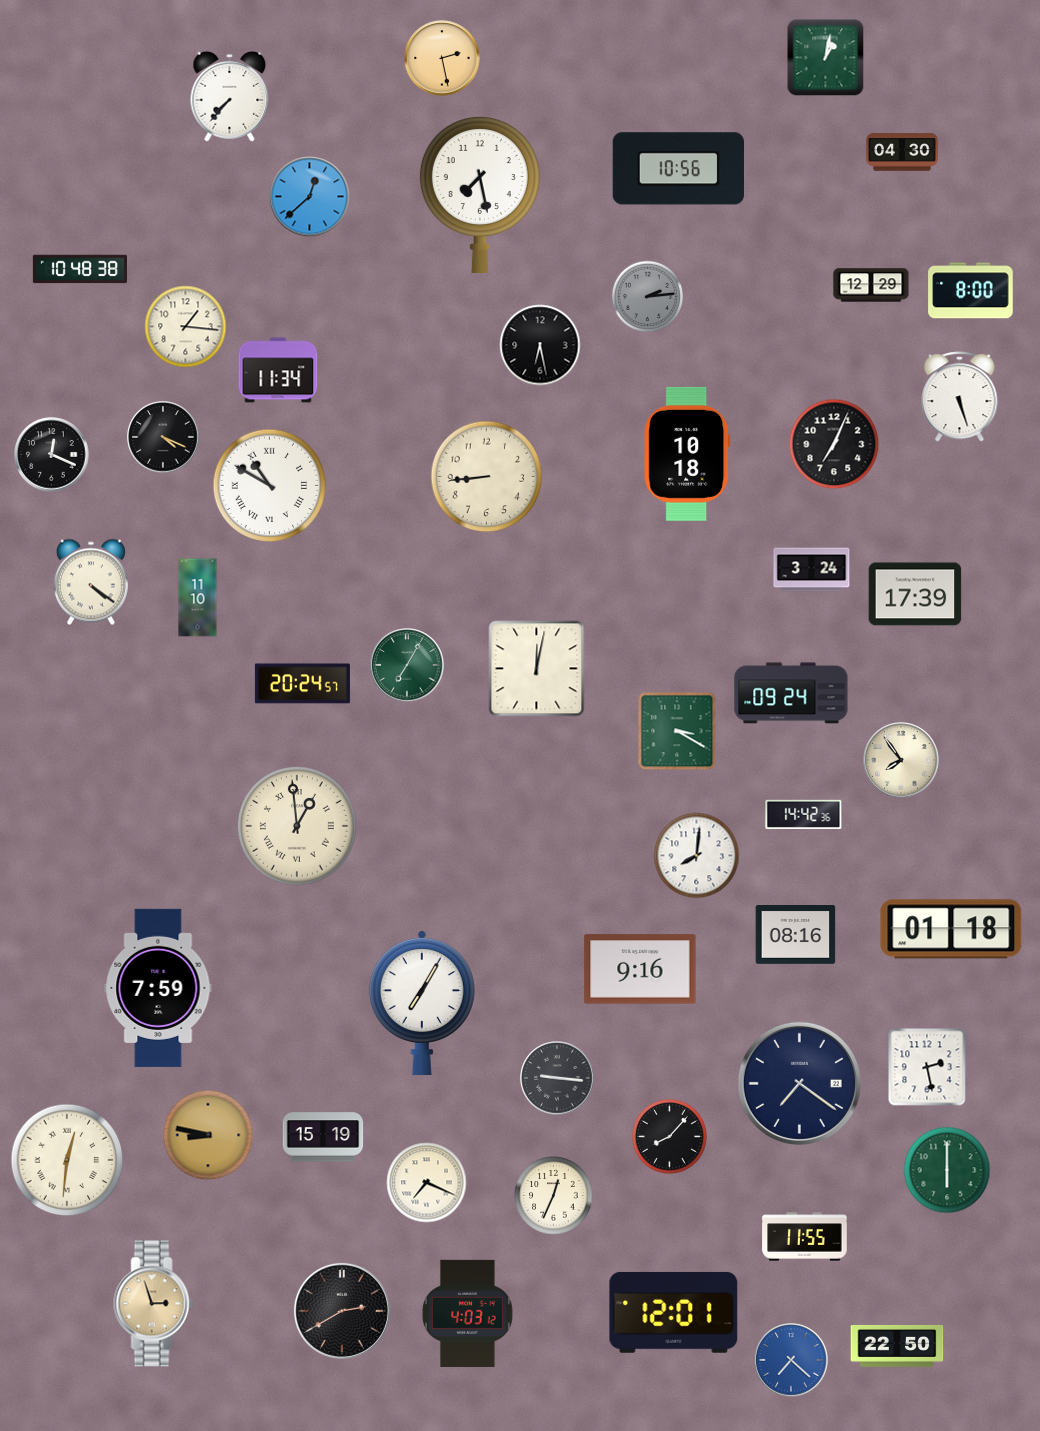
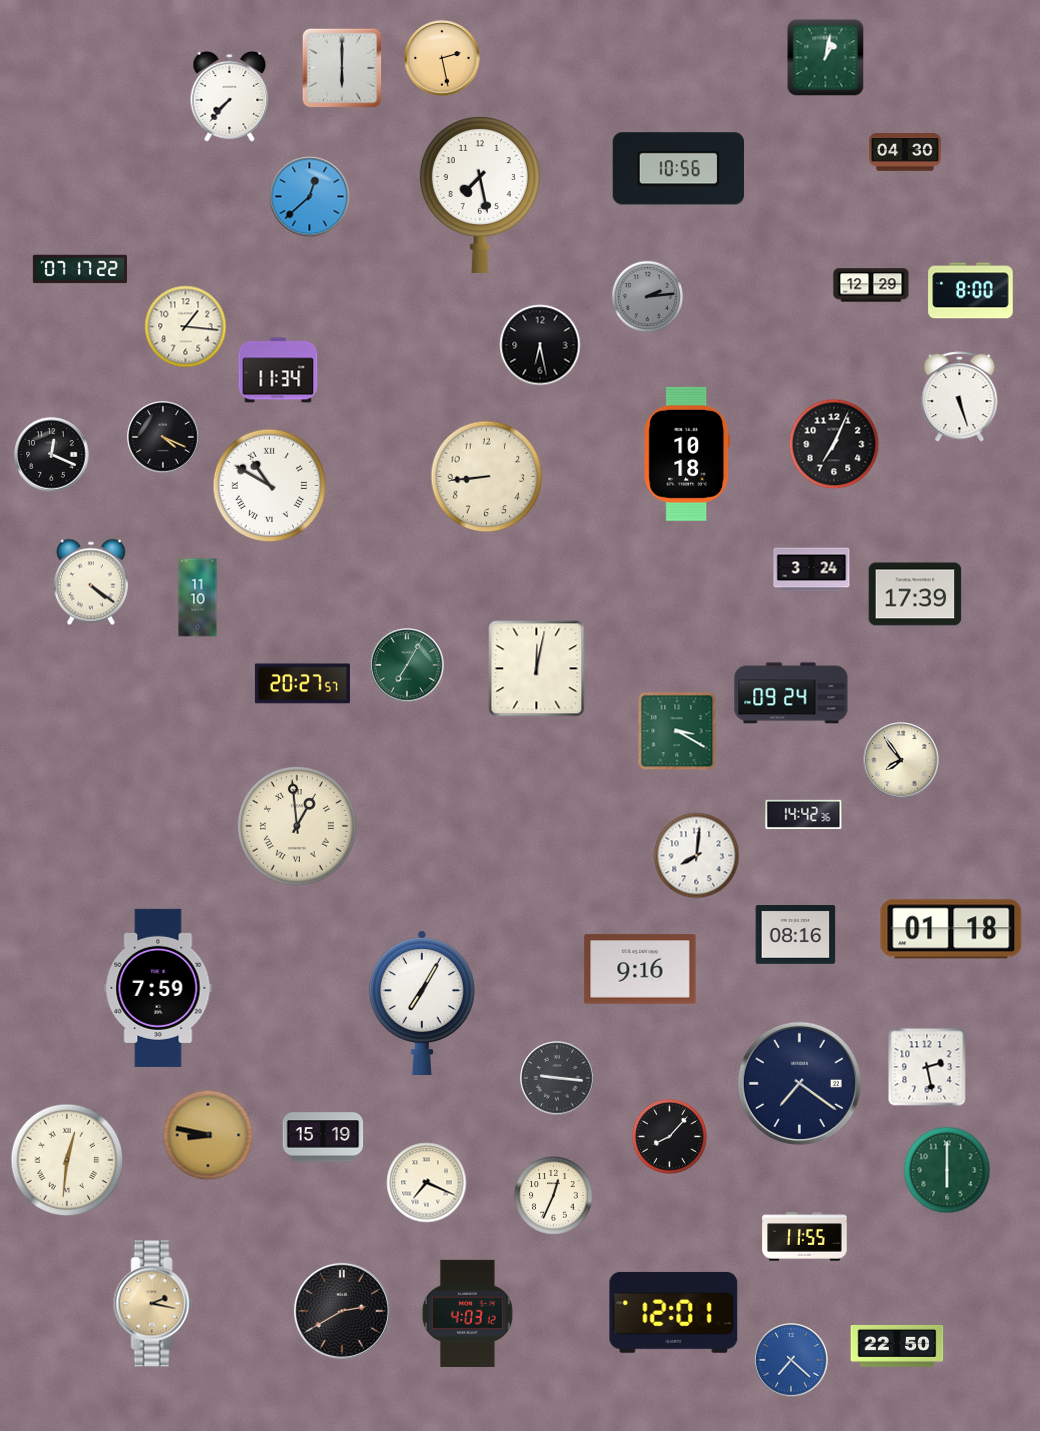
clock at (342, 68): none -> 6:00
clock at (902, 152) position: (902, 152) -> (905, 152)
clock at (79, 269): 10:48 -> 07:17
clock at (302, 684): 20:24 -> 20:27
clock at (154, 1304): 2:57 -> 2:17
